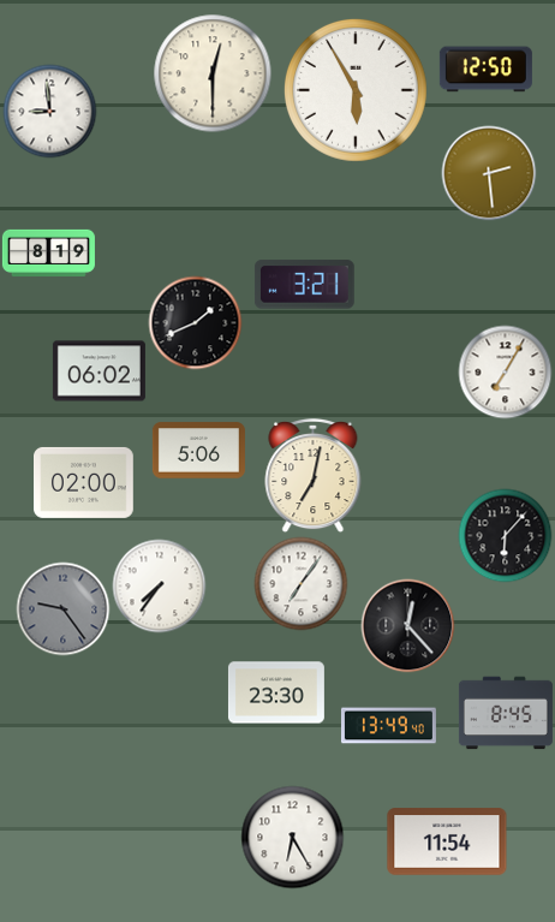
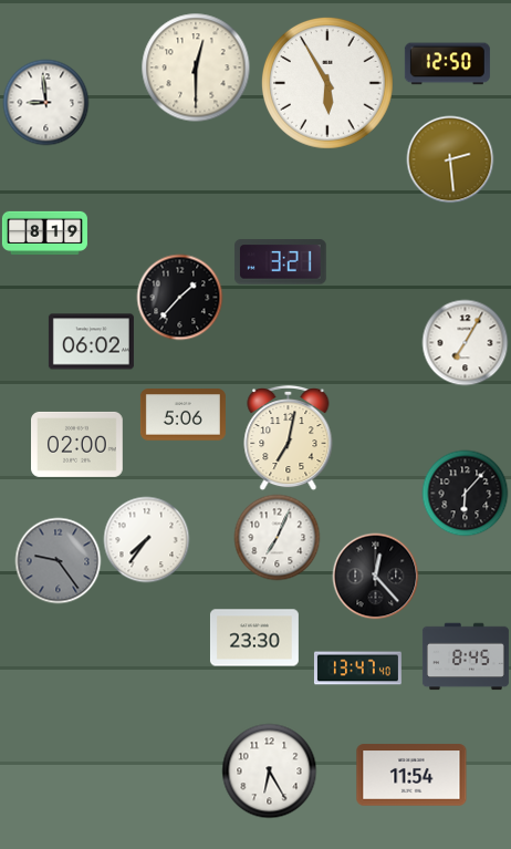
clock at (195, 322): 1:41 -> 1:37
clock at (300, 583): 7:06 -> 7:04
clock at (388, 726): 13:49 -> 13:47
